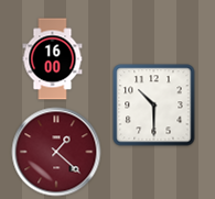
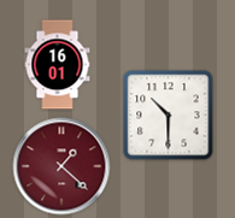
clock at (53, 59): 16:00 -> 16:01
